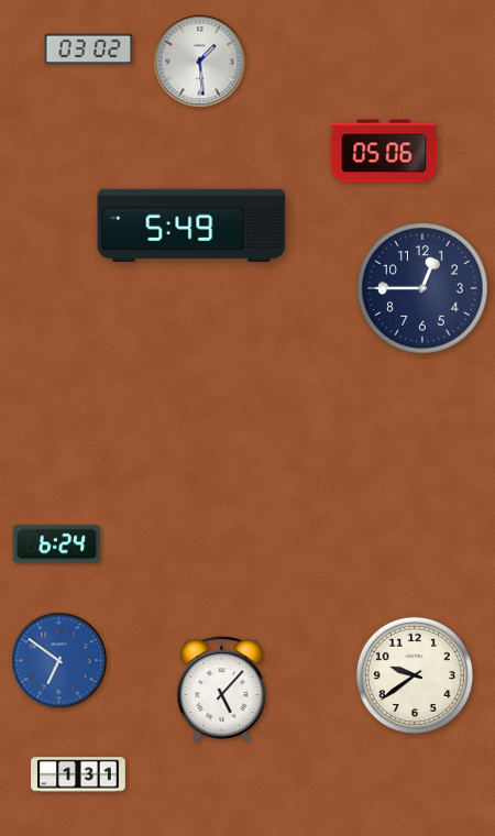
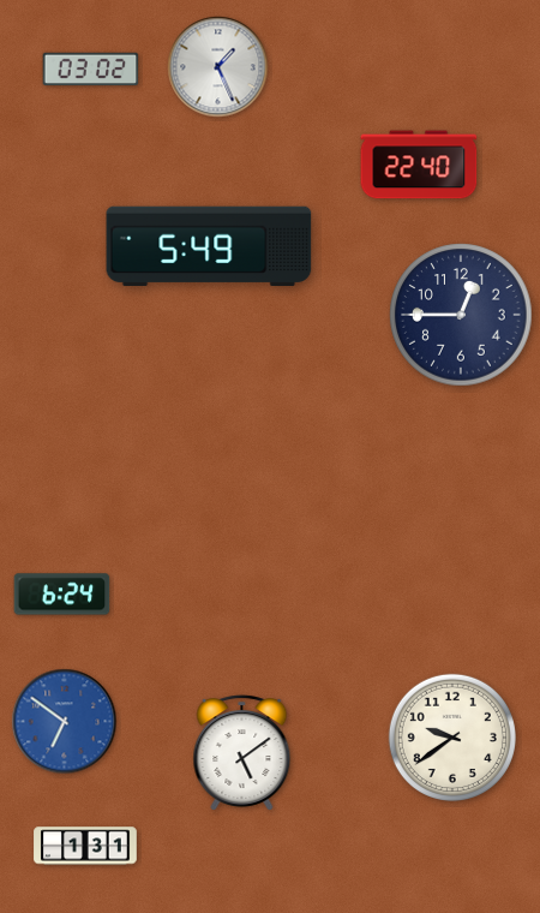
clock at (89, 50) position: (89, 50) -> (91, 70)
clock at (200, 62): 1:29 -> 1:26
clock at (384, 151): 05:06 -> 22:40
clock at (222, 690): 5:07 -> 5:09
